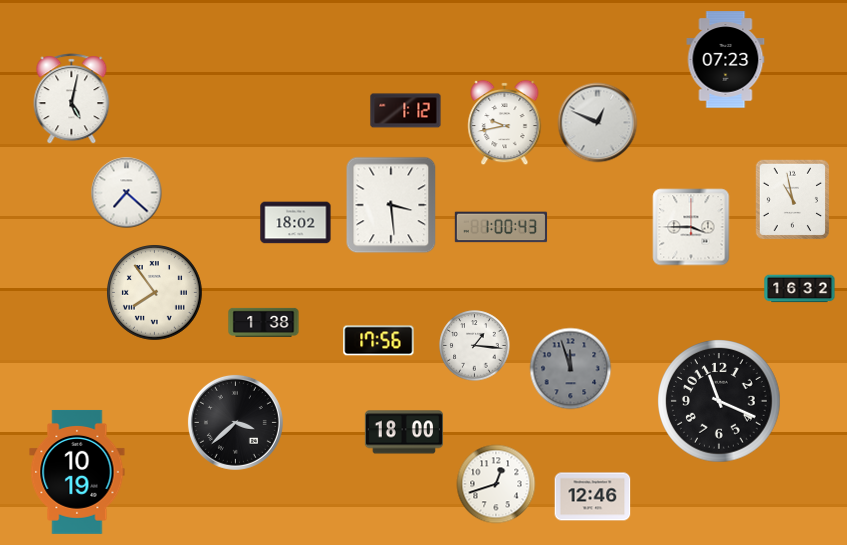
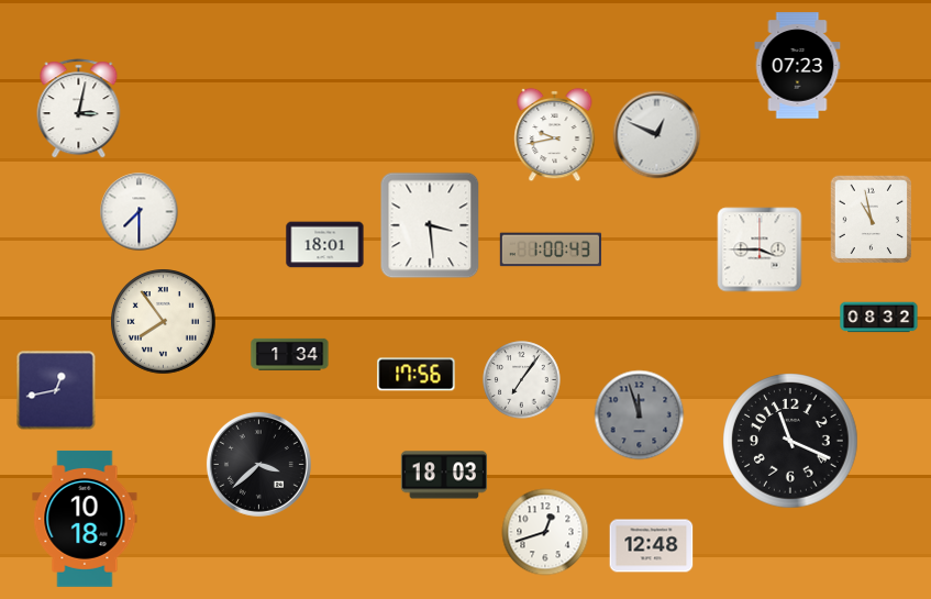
clock at (72, 99): 5:02 -> 3:02
clock at (406, 111): 1:12 -> none
clock at (127, 193): 7:22 -> 7:30
clock at (296, 223): 18:02 -> 18:01
clock at (800, 289): 16:32 -> 08:32
clock at (155, 293) position: (155, 293) -> (164, 322)
clock at (264, 322): 1:38 -> 1:34
clock at (475, 346): 1:16 -> 7:06
clock at (56, 390): none -> 12:43
clock at (571, 369) position: (571, 369) -> (640, 415)
clock at (403, 432): 18:00 -> 18:03
clock at (77, 472): 10:19 -> 10:18
clock at (593, 497): 12:46 -> 12:48
